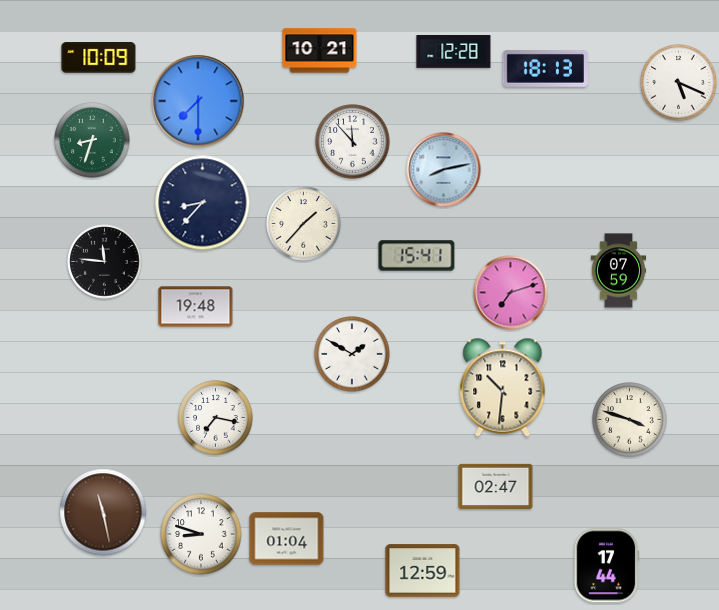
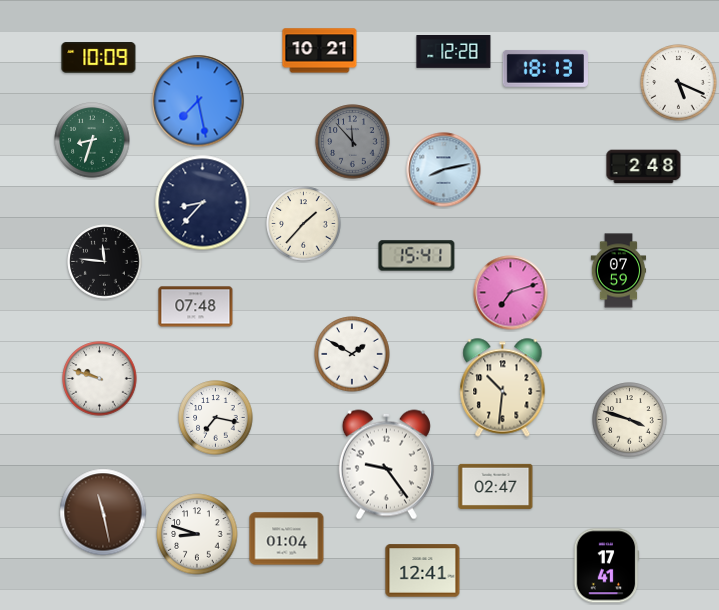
clock at (198, 101): 7:30 -> 7:28
clock at (353, 142) dial: white -> grey
clock at (644, 167): none -> 2:48
clock at (196, 307): 19:48 -> 07:48
clock at (100, 379): none -> 9:48
clock at (386, 465): none -> 9:24
clock at (201, 534) position: (201, 534) -> (197, 534)
clock at (606, 566): 17:44 -> 17:41
clock at (423, 571): 12:59 -> 12:41
